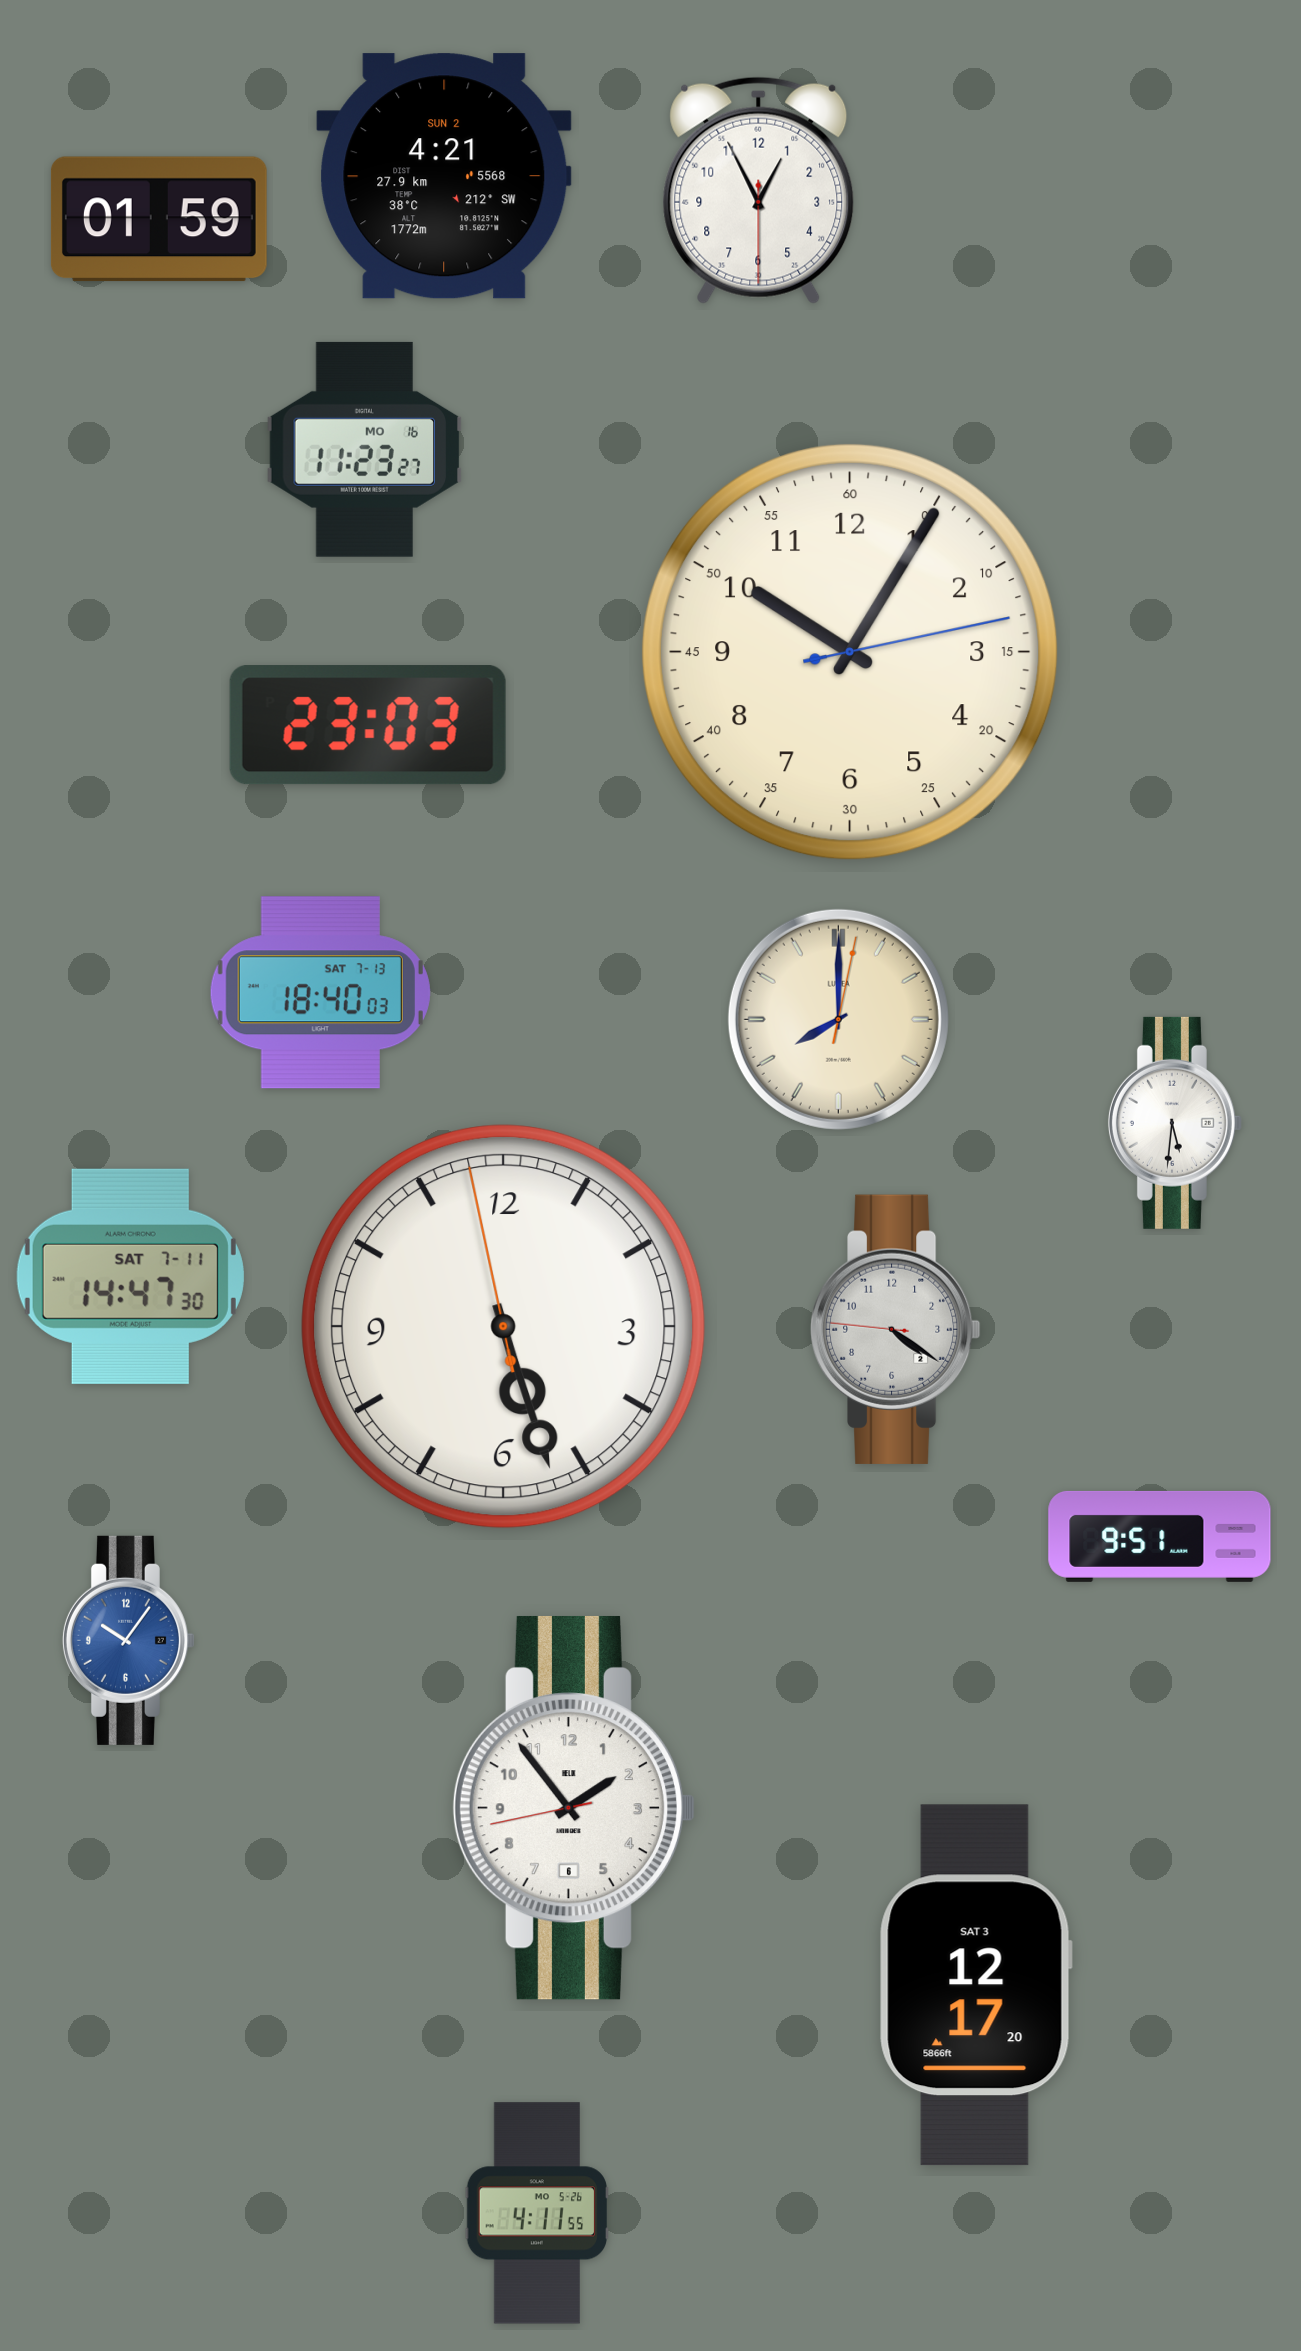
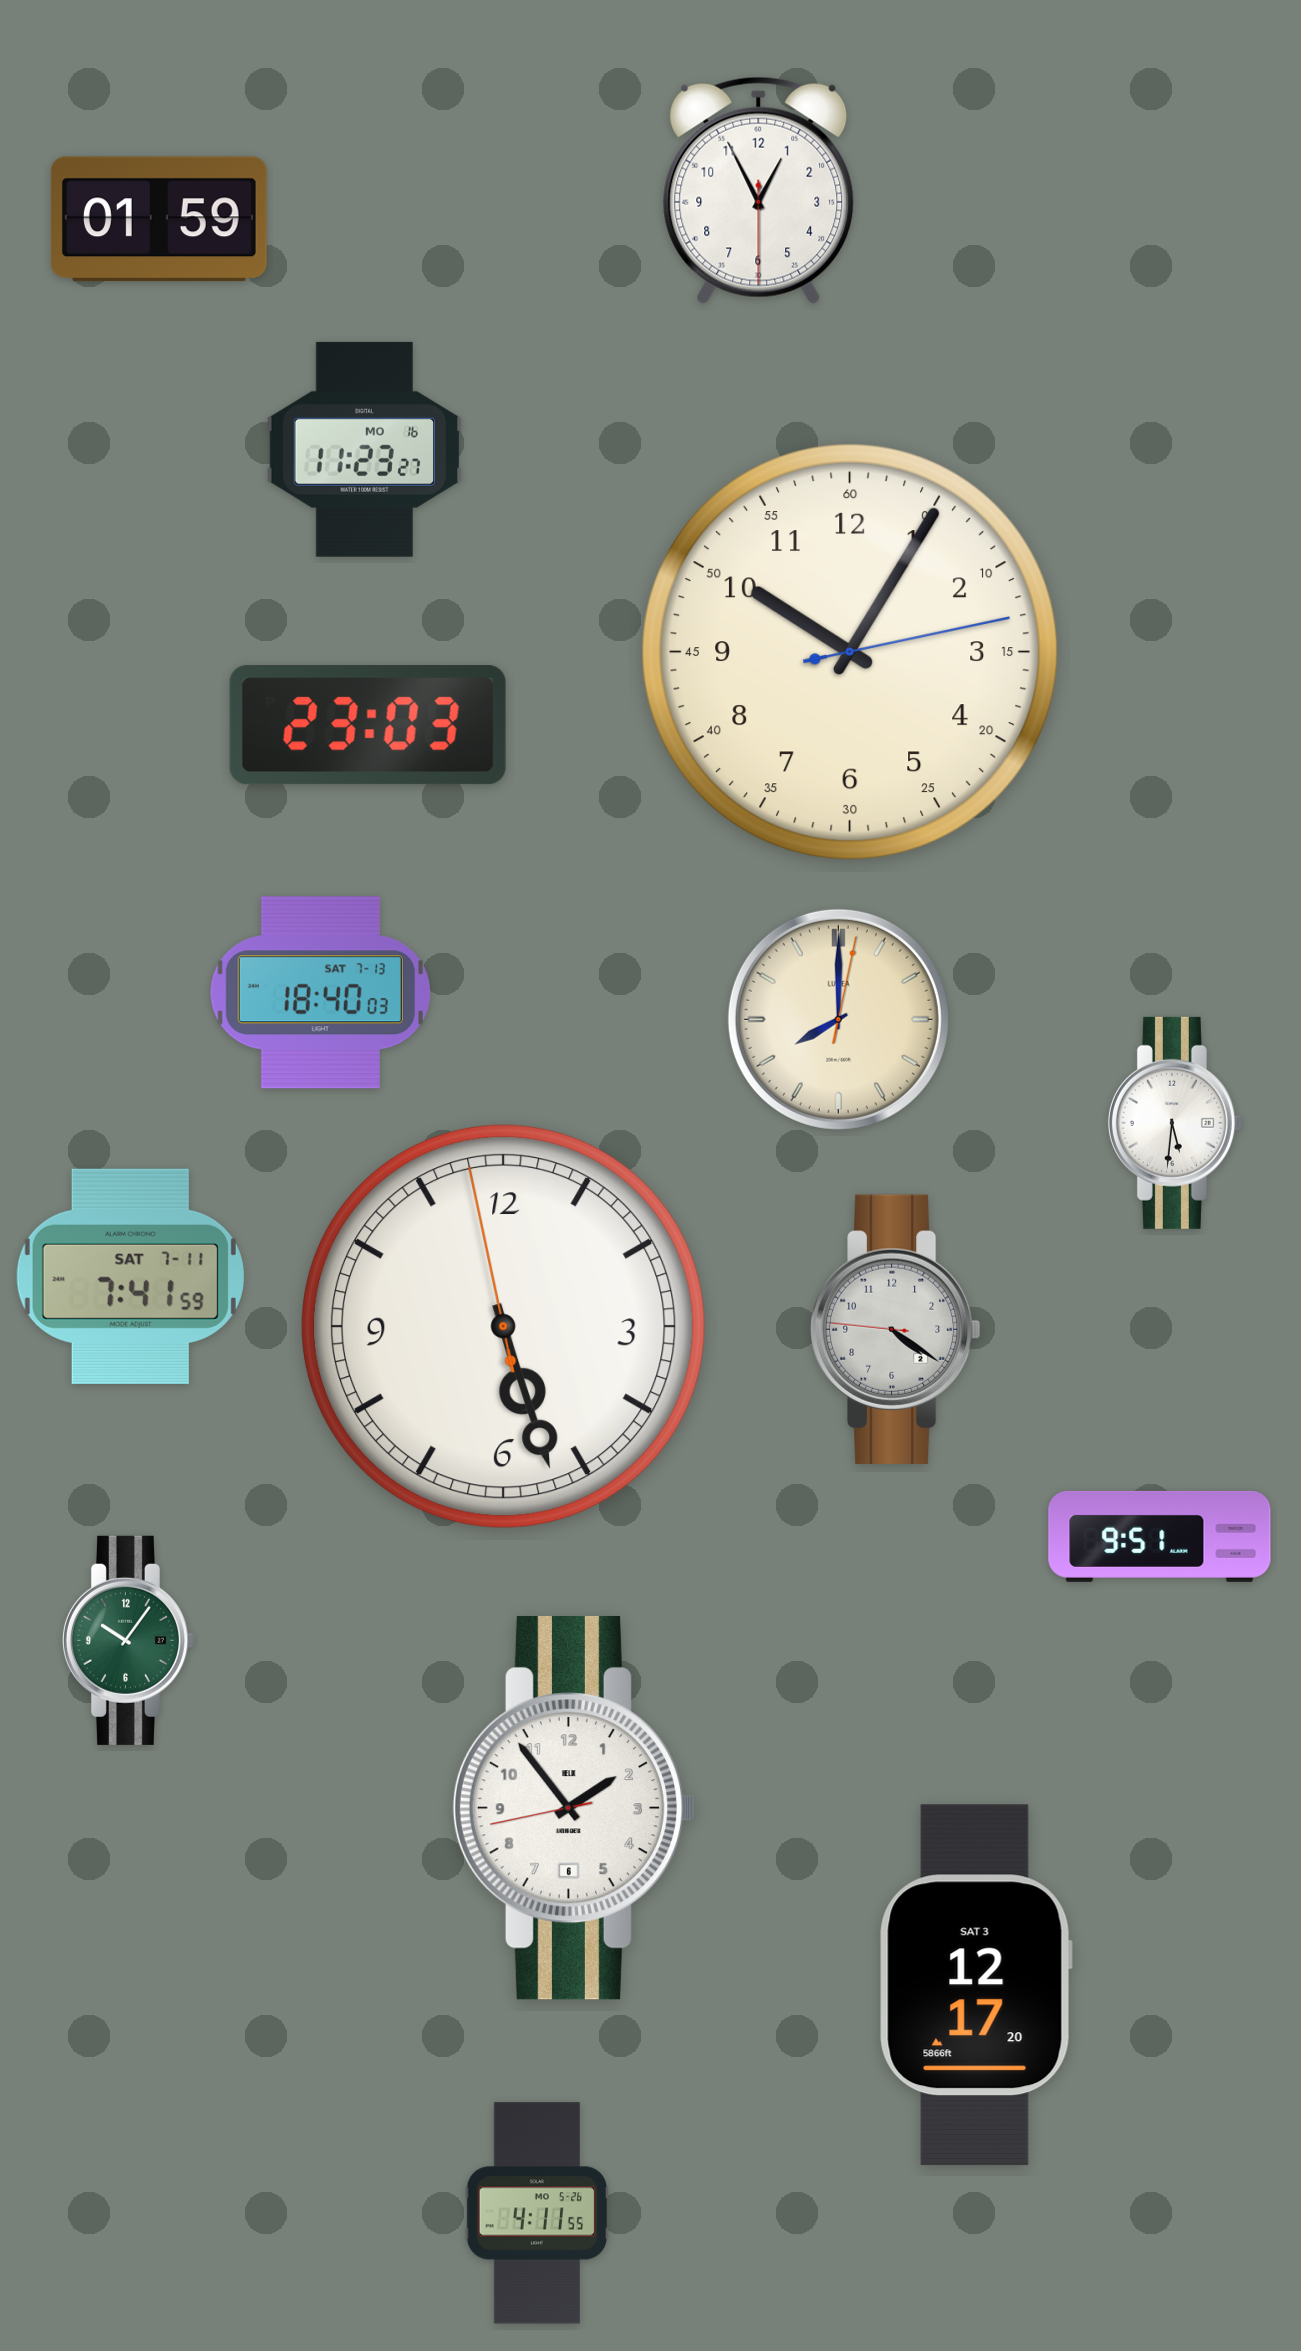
clock at (444, 176): 4:21 -> none
clock at (130, 1276): 14:47 -> 7:41
clock at (128, 1640) dial: blue -> green
